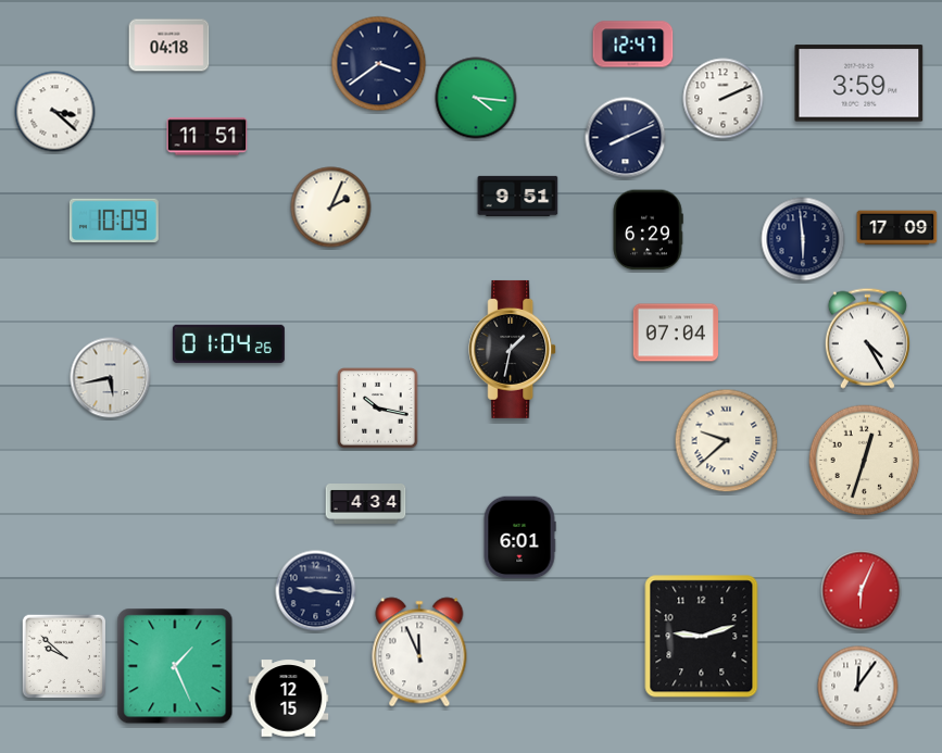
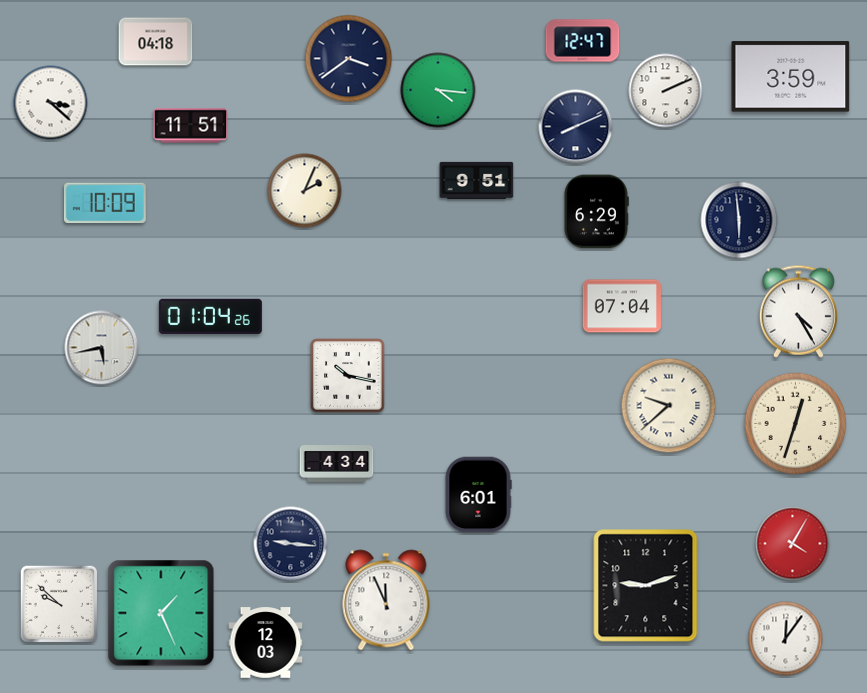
clock at (897, 228): 17:09 -> none
clock at (513, 349): 1:32 -> none
clock at (862, 591): 6:04 -> 4:05
clock at (858, 687) position: (858, 687) -> (786, 639)
clock at (289, 699): 12:15 -> 12:03
